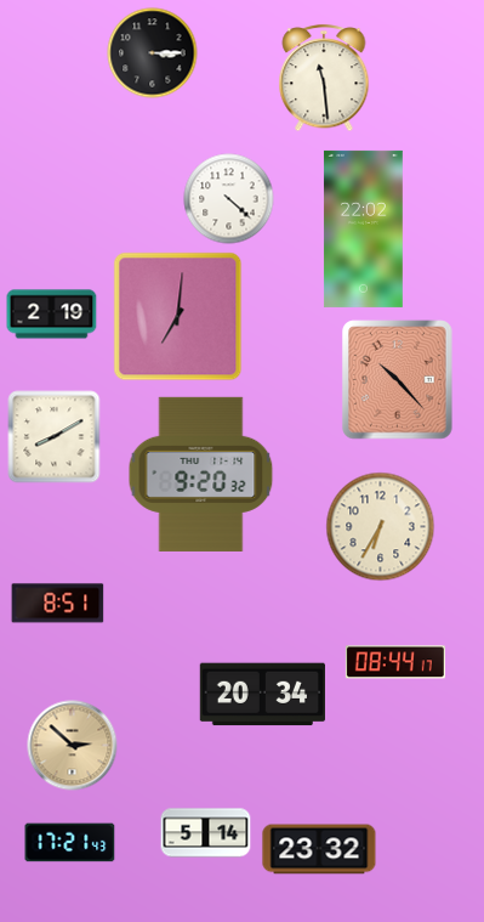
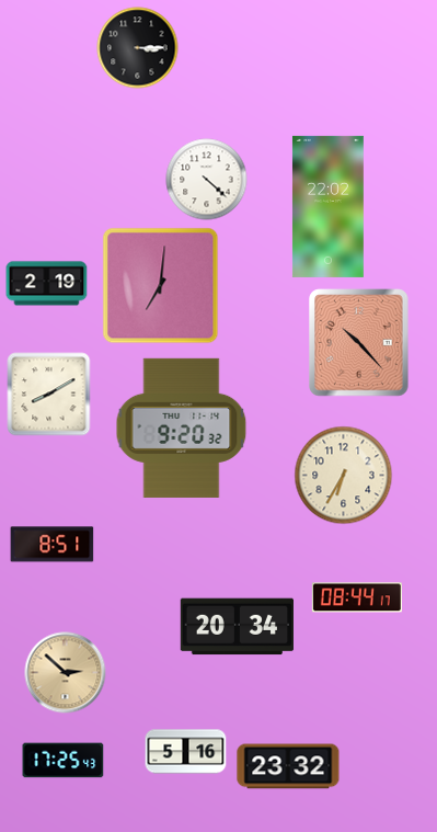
clock at (324, 79): 11:29 -> none
clock at (206, 833): 5:14 -> 5:16
clock at (70, 843): 17:21 -> 17:25
